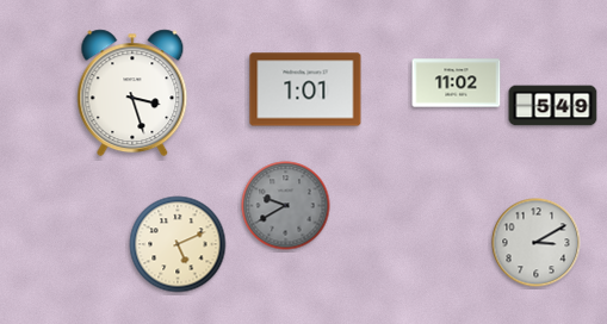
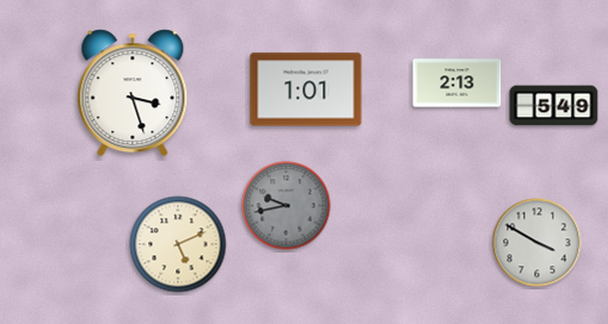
clock at (457, 83): 11:02 -> 2:13
clock at (286, 206): 9:40 -> 9:43
clock at (537, 243): 3:10 -> 3:50
